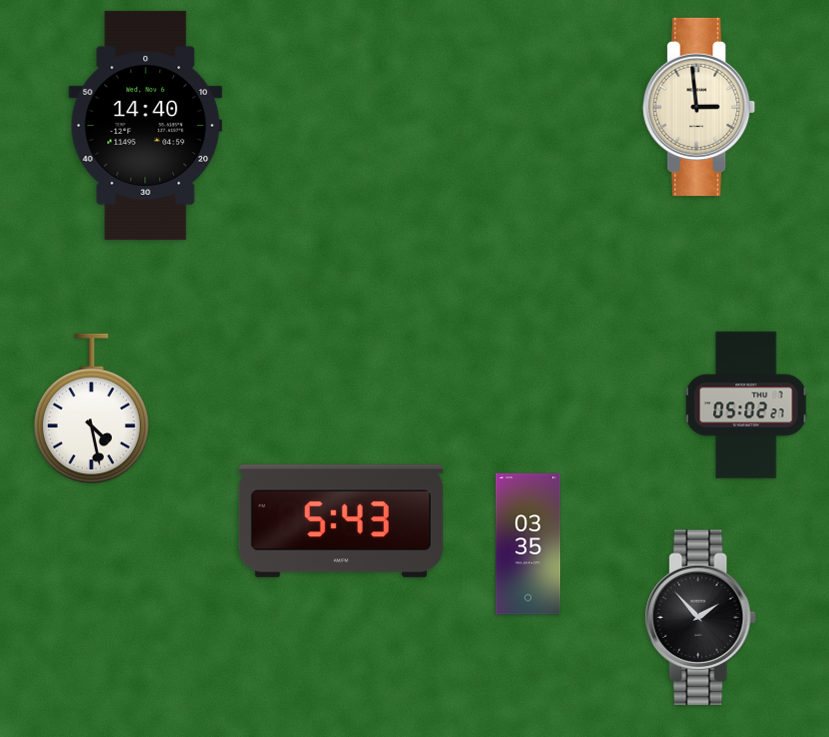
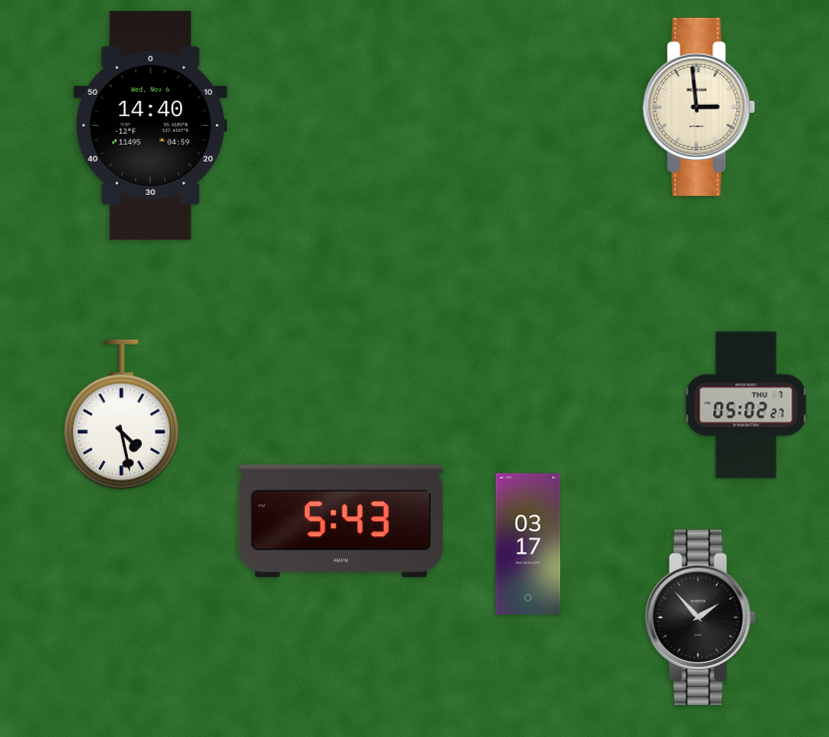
clock at (146, 125) position: (146, 125) -> (151, 125)
clock at (91, 409) position: (91, 409) -> (121, 415)
clock at (528, 544): 03:35 -> 03:17
